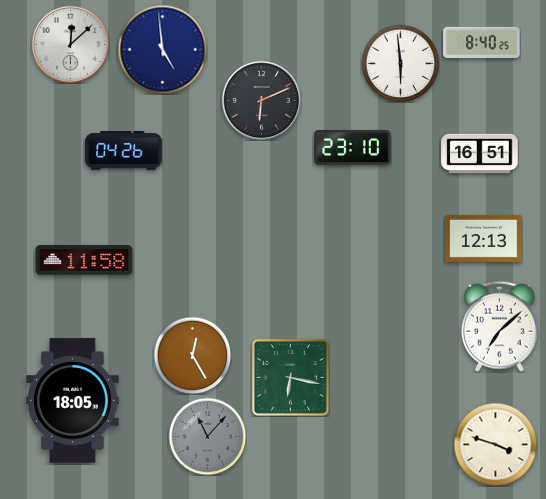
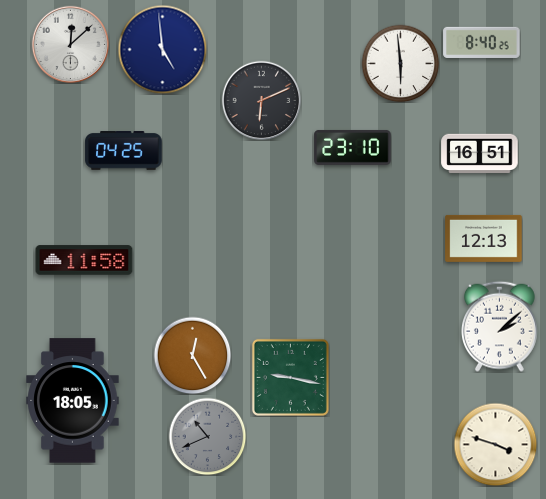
clock at (124, 151): 04:26 -> 04:25
clock at (500, 326): 7:08 -> 2:08
clock at (290, 377): 6:17 -> 9:17
clock at (207, 436): 11:07 -> 10:41
